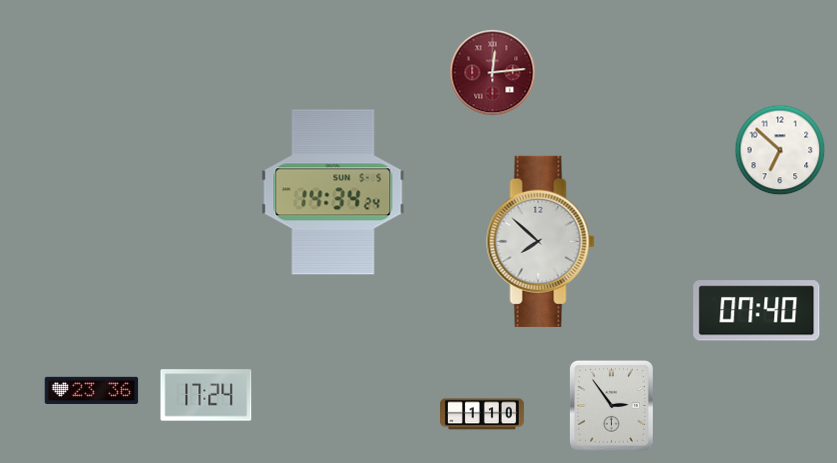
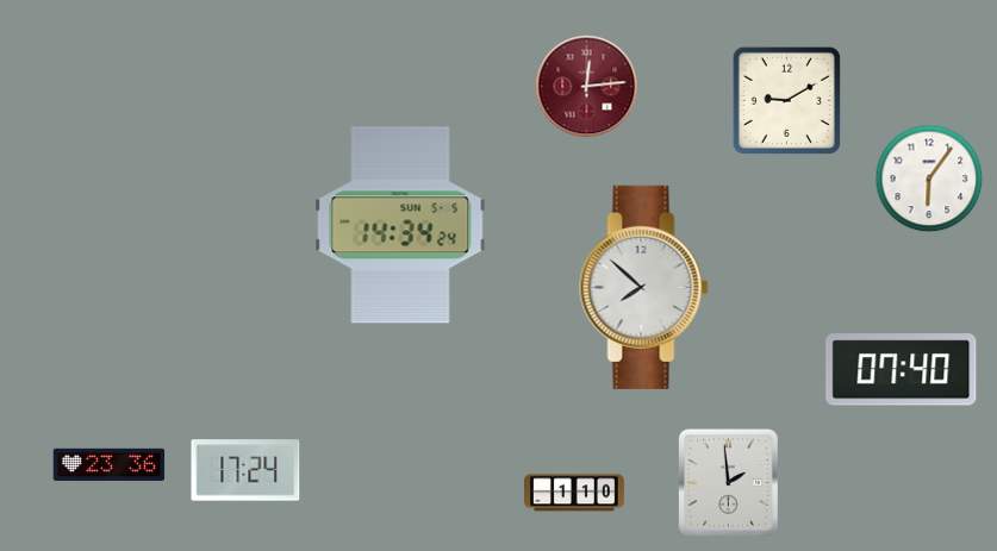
clock at (786, 100): none -> 9:10
clock at (780, 150): 6:52 -> 6:06
clock at (333, 192) position: (333, 192) -> (400, 225)
clock at (611, 405): 2:54 -> 1:59
